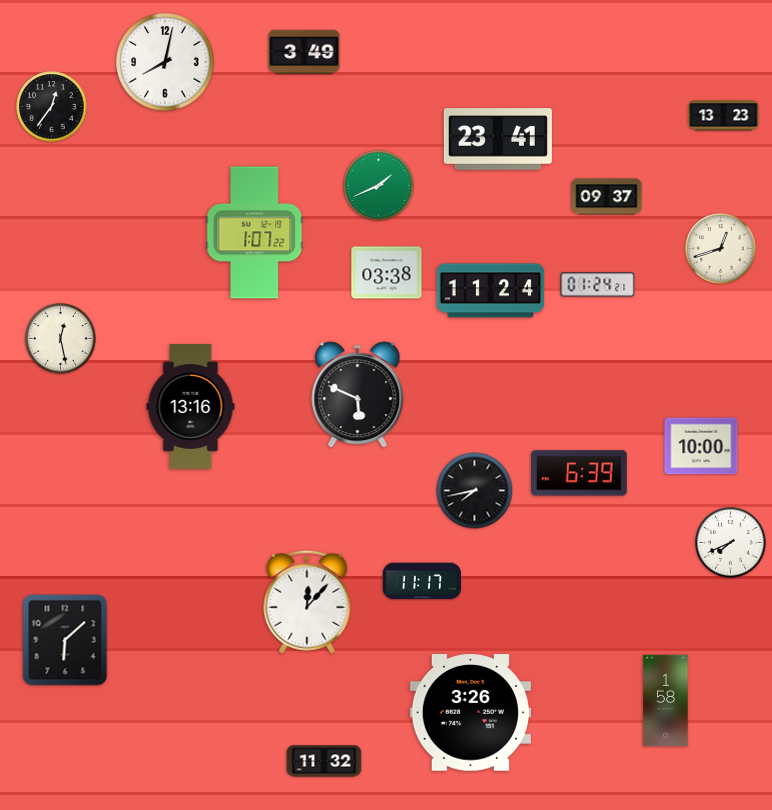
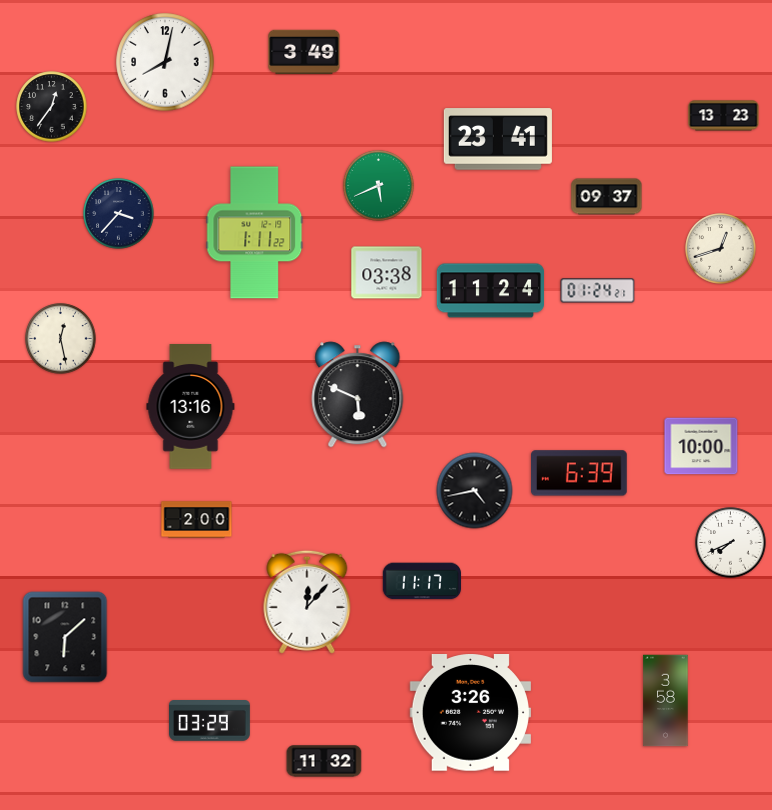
clock at (379, 186): 1:41 -> 5:41
clock at (119, 214): none -> 3:37
clock at (255, 233): 1:07 -> 1:11
clock at (598, 285) position: (598, 285) -> (598, 291)
clock at (475, 491): 7:43 -> 4:43
clock at (197, 520): none -> 2:00
clock at (65, 640) position: (65, 640) -> (65, 637)
clock at (666, 701): 1:58 -> 3:58
clock at (210, 721): none -> 03:29
